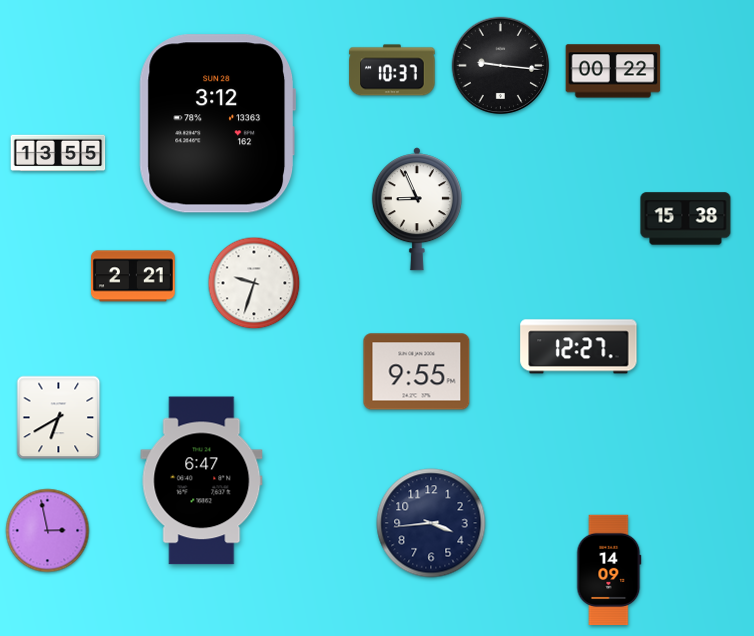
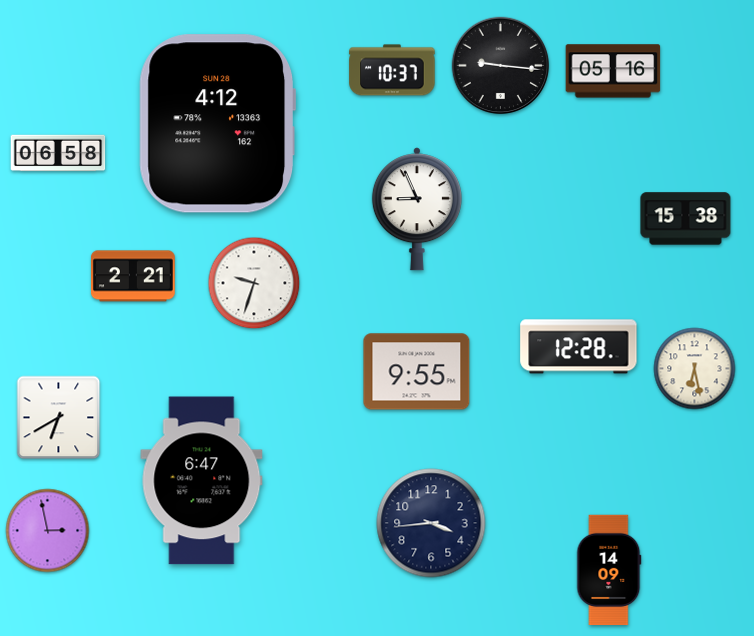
clock at (613, 71): 00:22 -> 05:16
clock at (217, 124): 3:12 -> 4:12
clock at (58, 153): 13:55 -> 06:58
clock at (579, 347): 12:27 -> 12:28
clock at (695, 369): none -> 6:28
